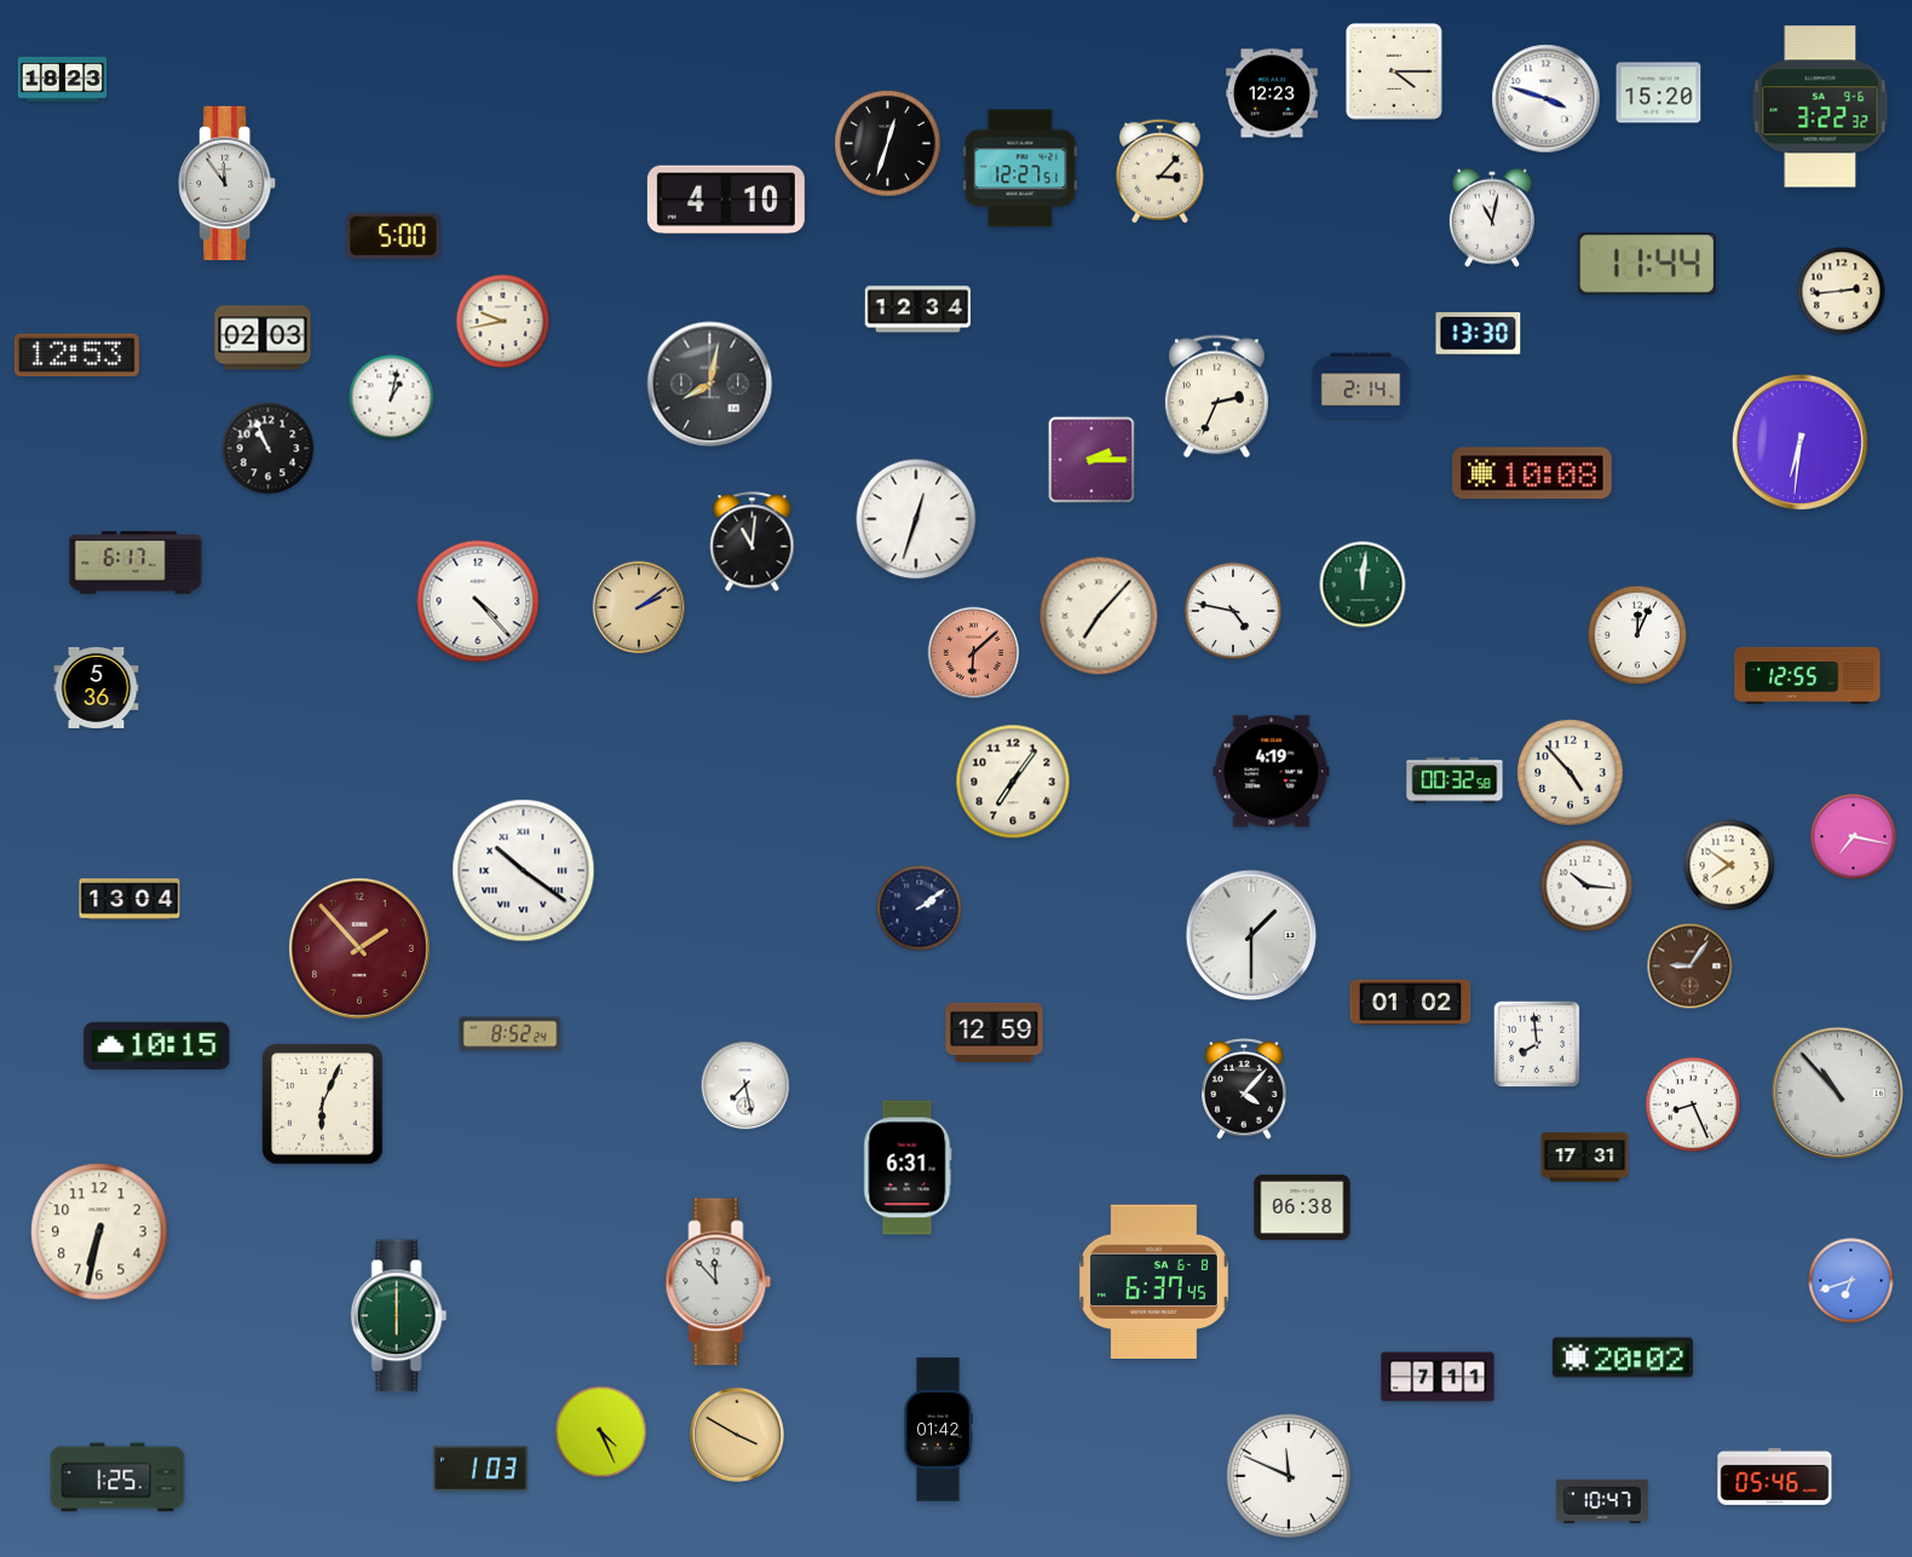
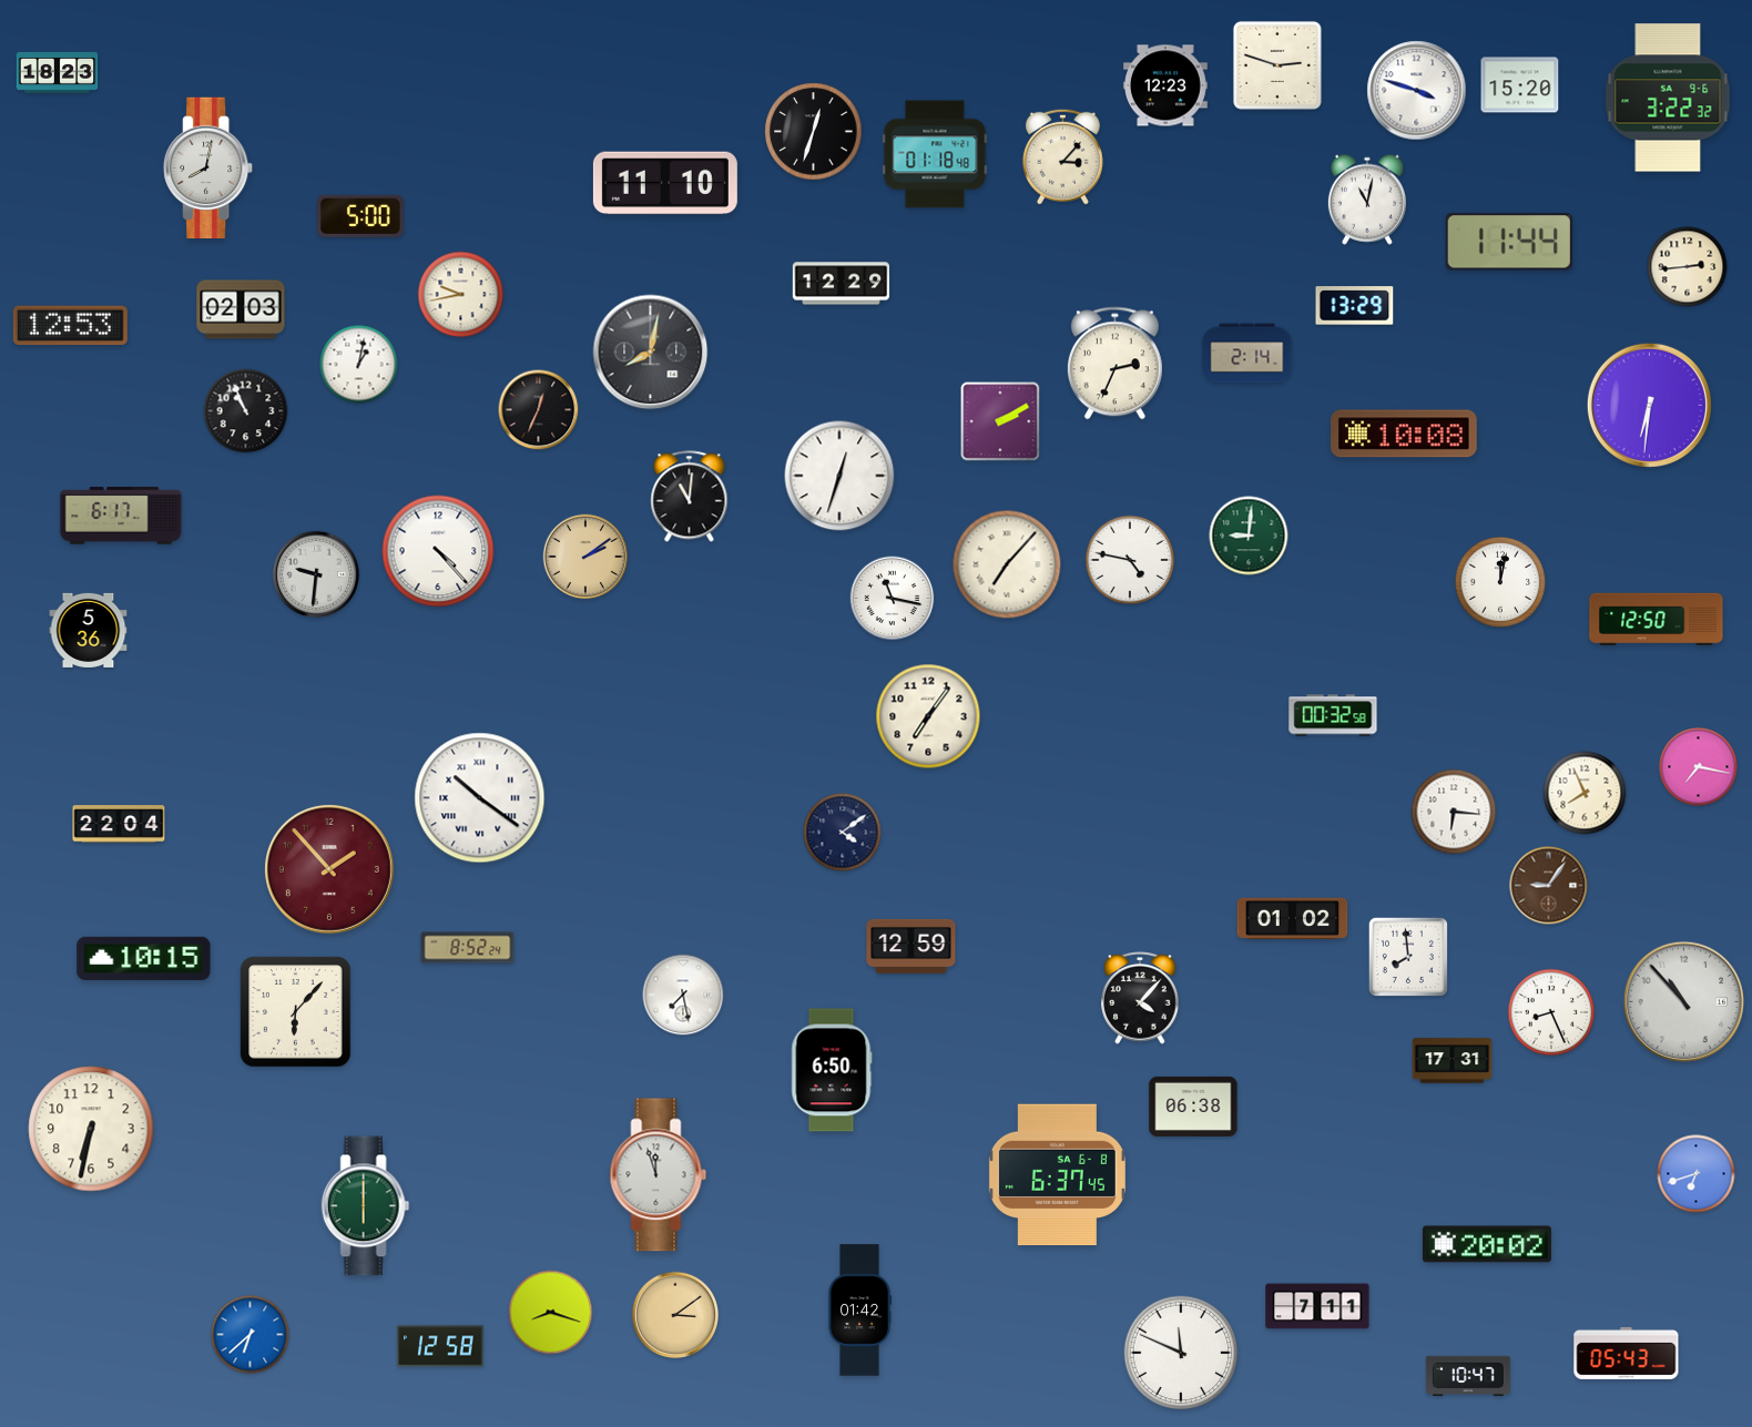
clock at (1394, 71): 4:15 -> 2:48
clock at (1020, 168): 12:27 -> 01:18
clock at (228, 184): 11:54 -> 8:02
clock at (726, 200): 4:10 -> 11:10
clock at (918, 310): 12:34 -> 12:29
clock at (1479, 334): 13:30 -> 13:29
clock at (539, 410): none -> 12:34
clock at (1092, 460): 2:15 -> 2:10
clock at (136, 563) position: (136, 563) -> (121, 516)
clock at (1363, 584): 12:01 -> 9:01
clock at (315, 573): none -> 9:31
clock at (1636, 634): 12:04 -> 12:02
clock at (974, 653): 6:08 -> 11:17
clock at (974, 653) dial: salmon -> white
clock at (1808, 676): 12:55 -> 12:50
clock at (1272, 772): 4:19 -> none
clock at (1571, 773): 4:53 -> none
clock at (1729, 865): 7:51 -> 7:56
clock at (1586, 886): 10:16 -> 6:16
clock at (129, 899): 13:04 -> 22:04
clock at (920, 909): 2:09 -> 4:09
clock at (1251, 935): 1:30 -> none
clock at (323, 1105): 6:04 -> 6:07
clock at (908, 1167): 6:31 -> 6:50
clock at (719, 1282): 11:53 -> 11:57
clock at (1438, 1377) position: (1438, 1377) -> (1317, 1306)
clock at (601, 1432): 4:26 -> 8:18
clock at (736, 1434): 3:50 -> 3:09
clock at (251, 1335): none -> 6:38
clock at (480, 1469): 1:03 -> 12:58
clock at (1775, 1476): 05:46 -> 05:43
clock at (117, 1477): 1:25 -> none
